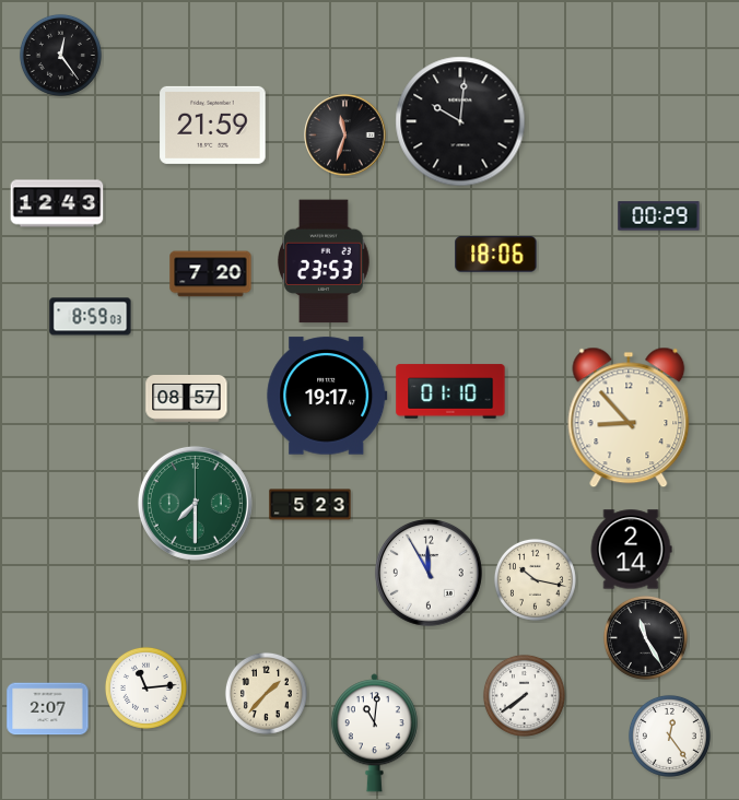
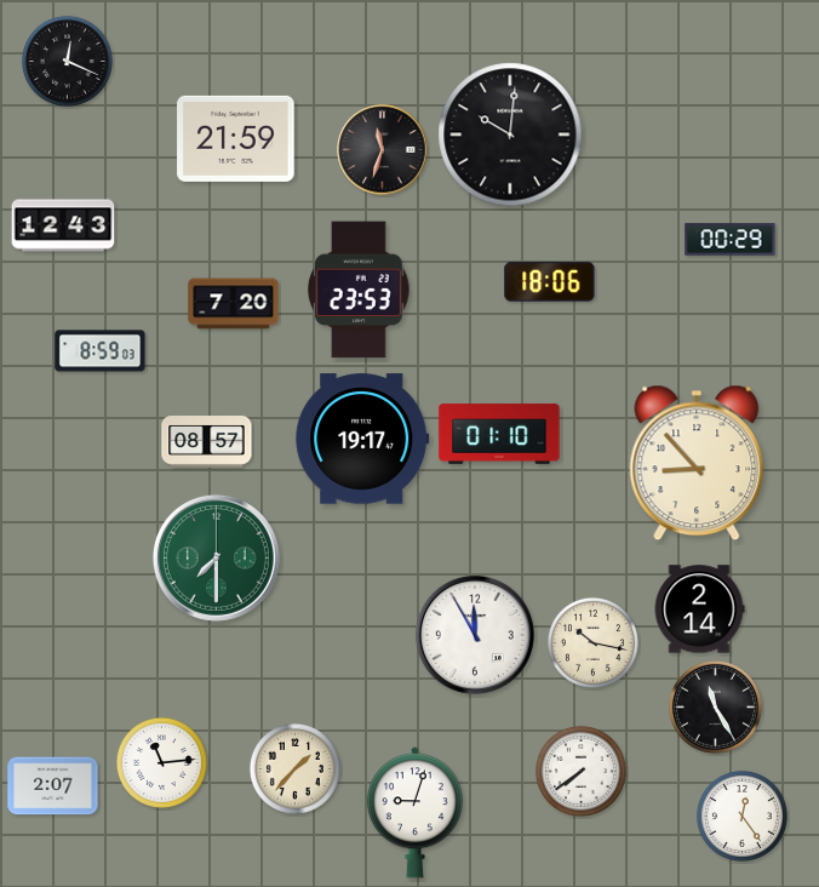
clock at (60, 55): 12:24 -> 12:19
clock at (310, 505): 5:23 -> none
clock at (374, 733): 11:01 -> 9:03
